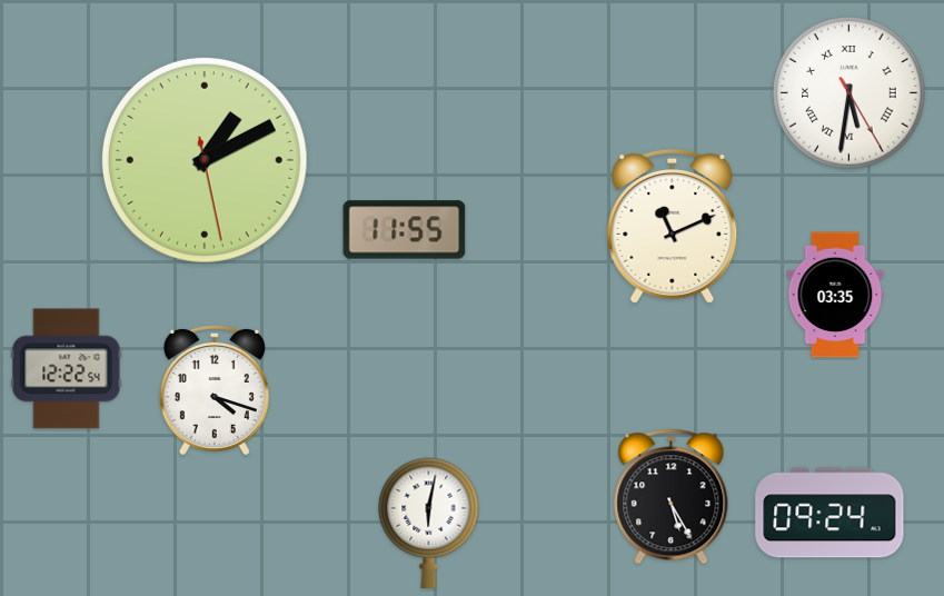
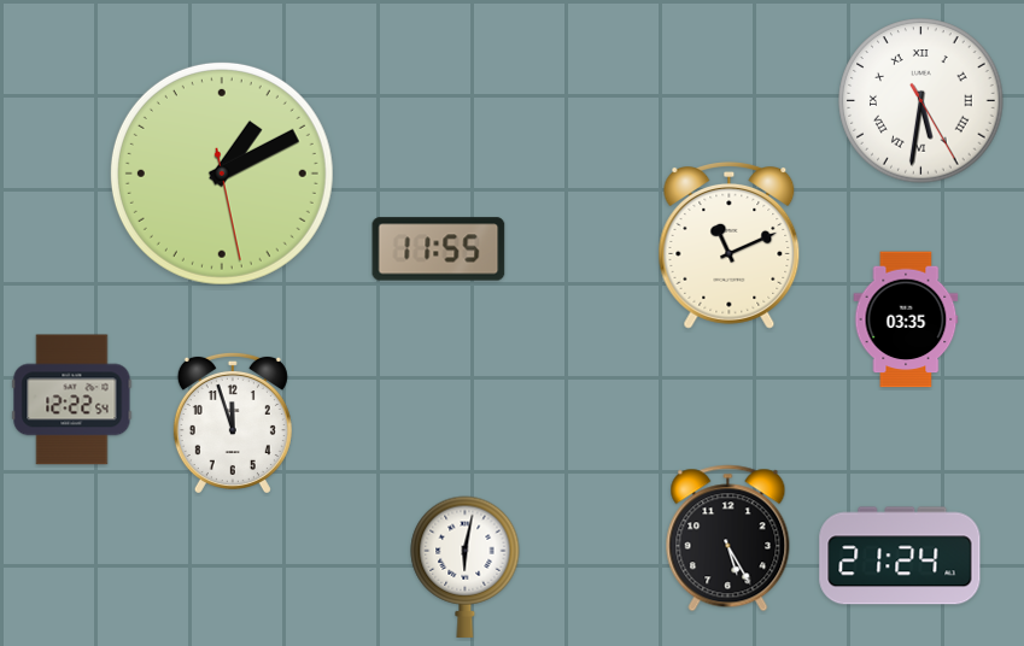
clock at (215, 389): 4:18 -> 11:57
clock at (829, 513): 09:24 -> 21:24
